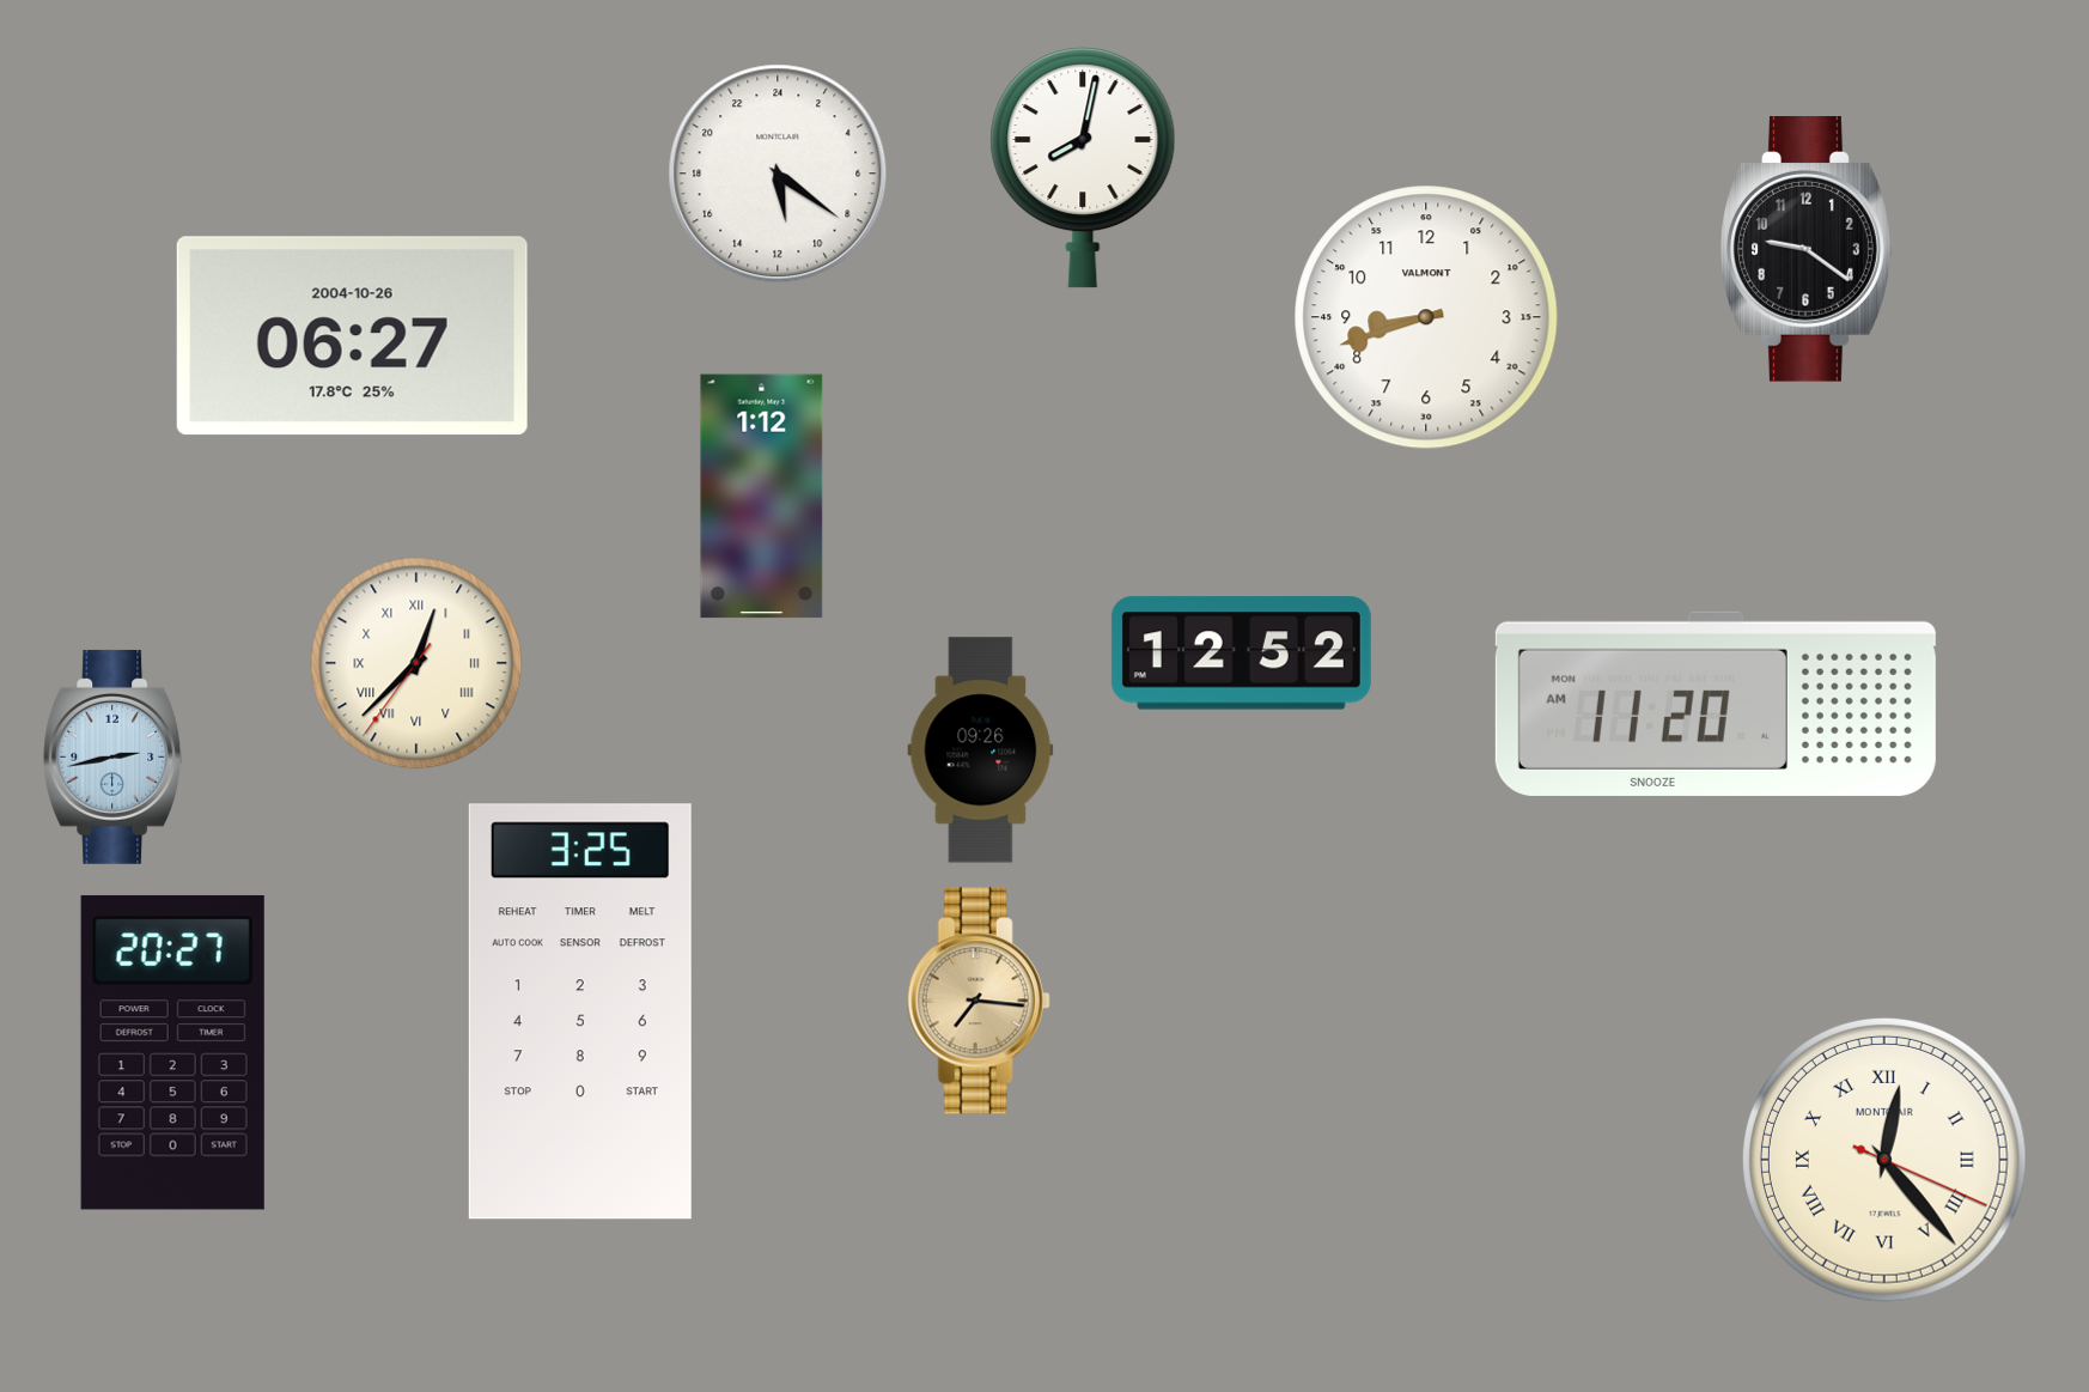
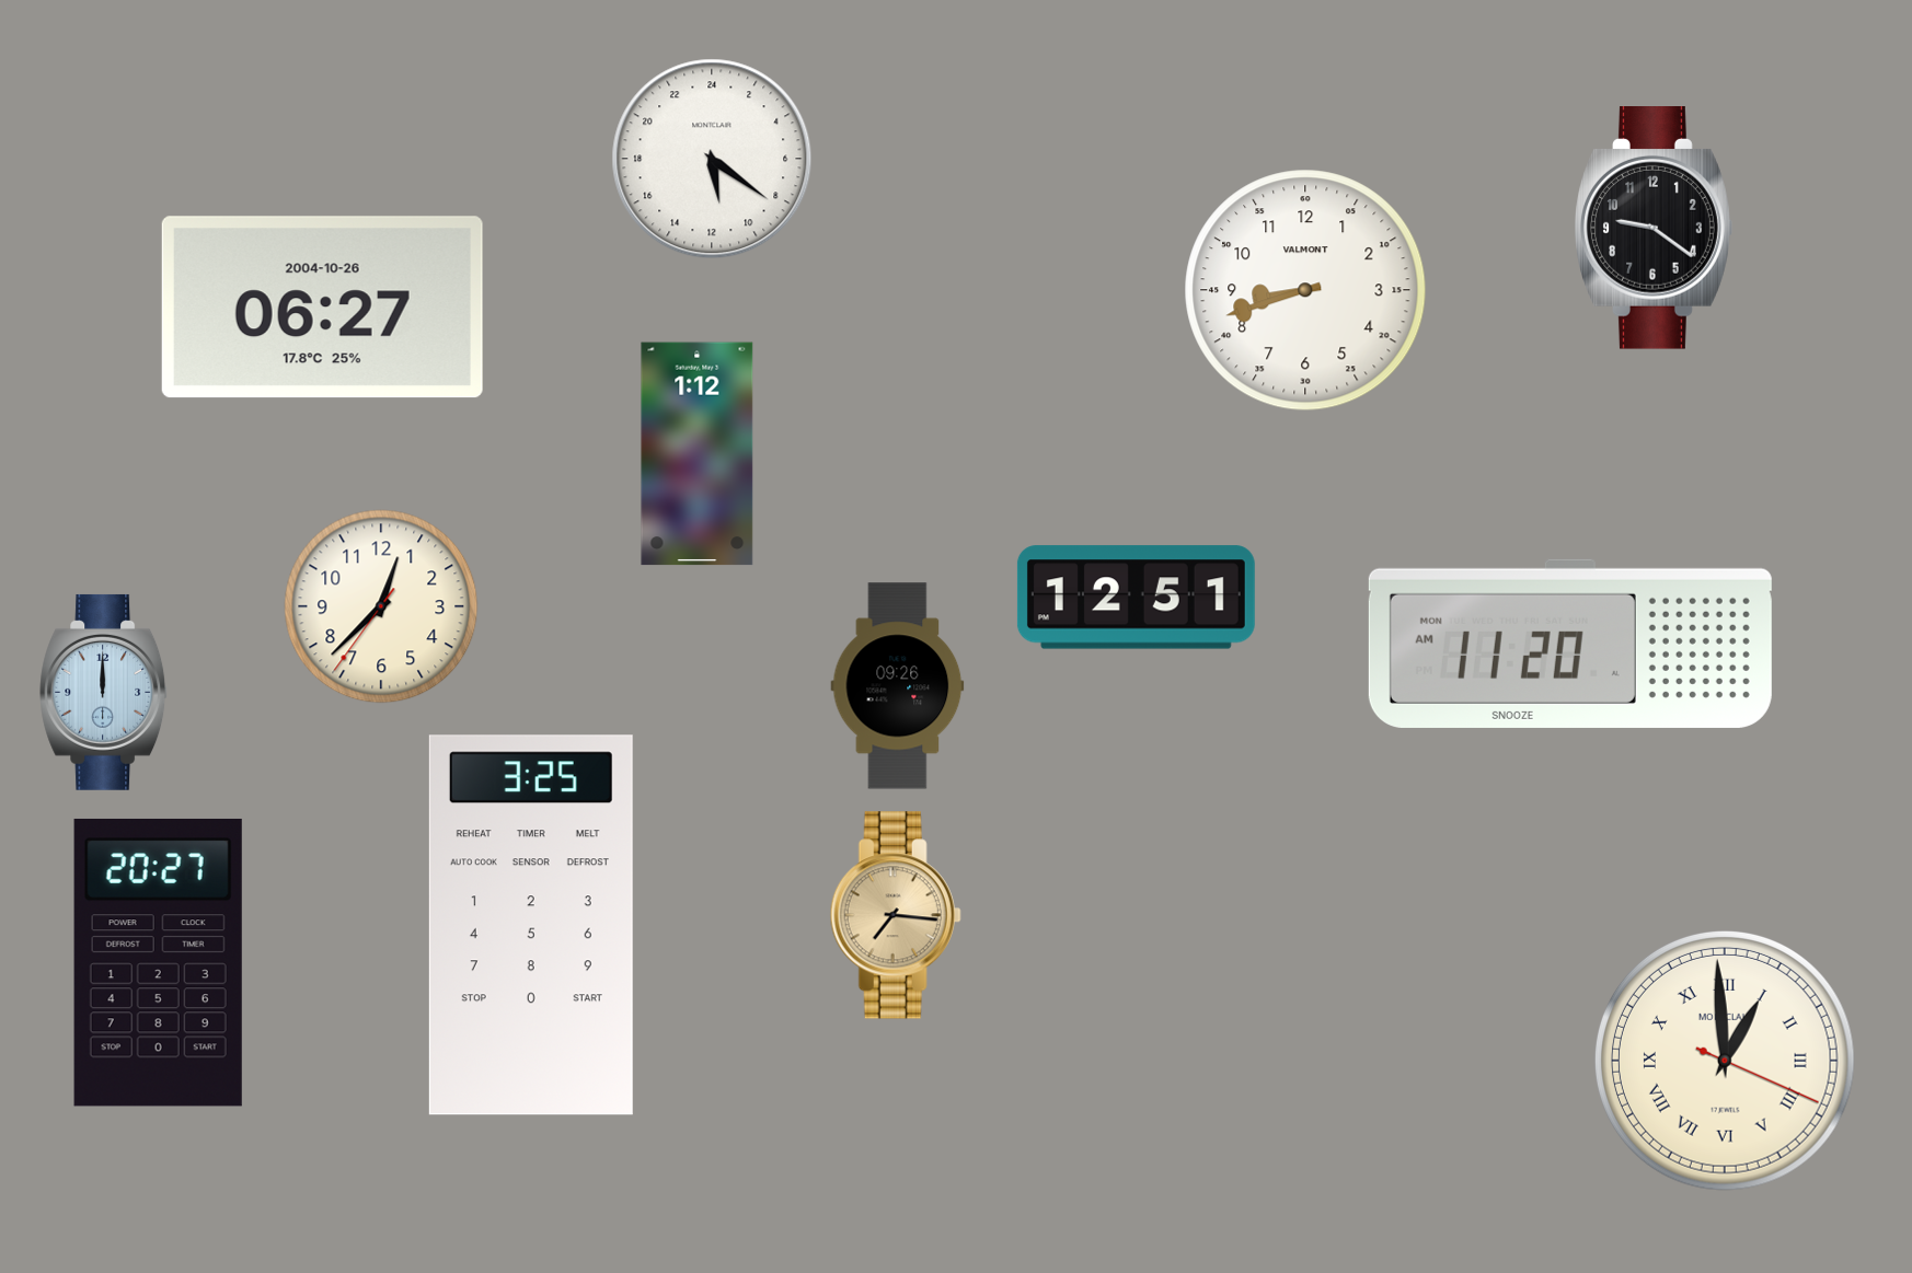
clock at (1083, 169): 8:02 -> none
clock at (1241, 654): 12:52 -> 12:51
clock at (416, 663) numerals: Roman -> Arabic
clock at (114, 756): 2:43 -> 12:00
clock at (1884, 1160): 12:23 -> 12:59
